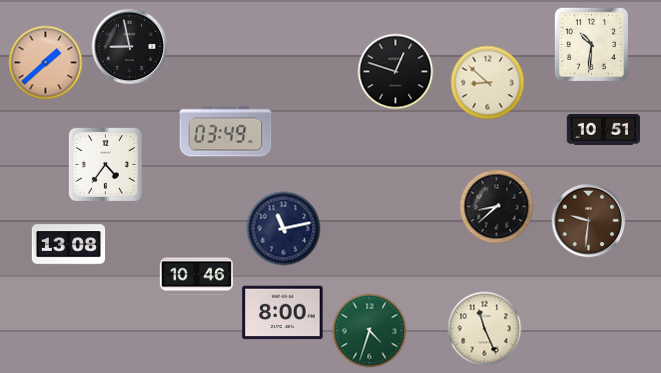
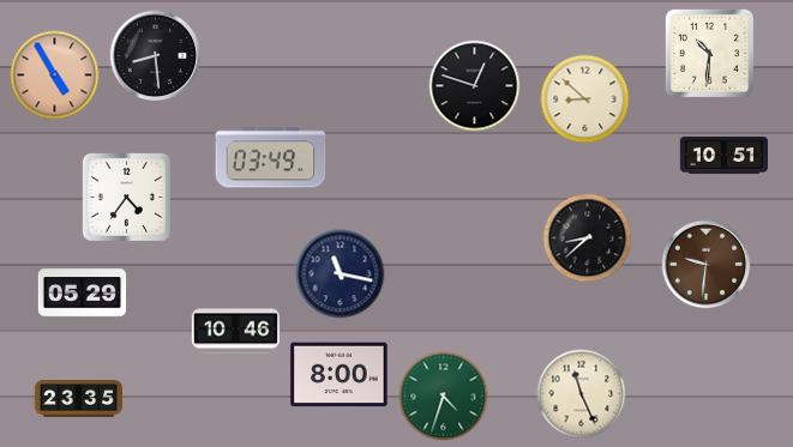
clock at (130, 47): 8:58 -> 8:29
clock at (46, 63): 1:38 -> 4:55
clock at (497, 207) position: (497, 207) -> (588, 238)
clock at (284, 229): 11:13 -> 11:17
clock at (69, 245): 13:08 -> 05:29
clock at (79, 399): none -> 23:35
